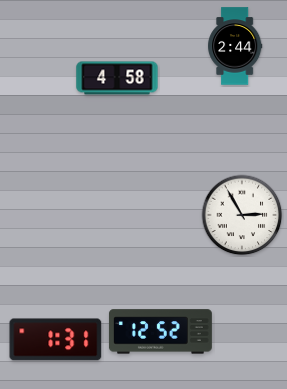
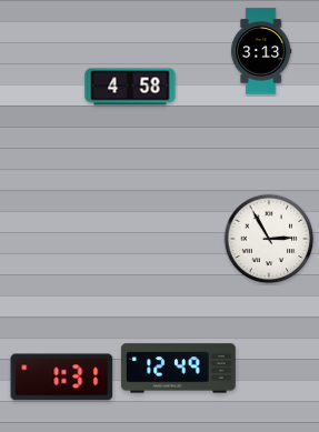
clock at (235, 46): 2:44 -> 3:13
clock at (160, 332): 12:52 -> 12:49
